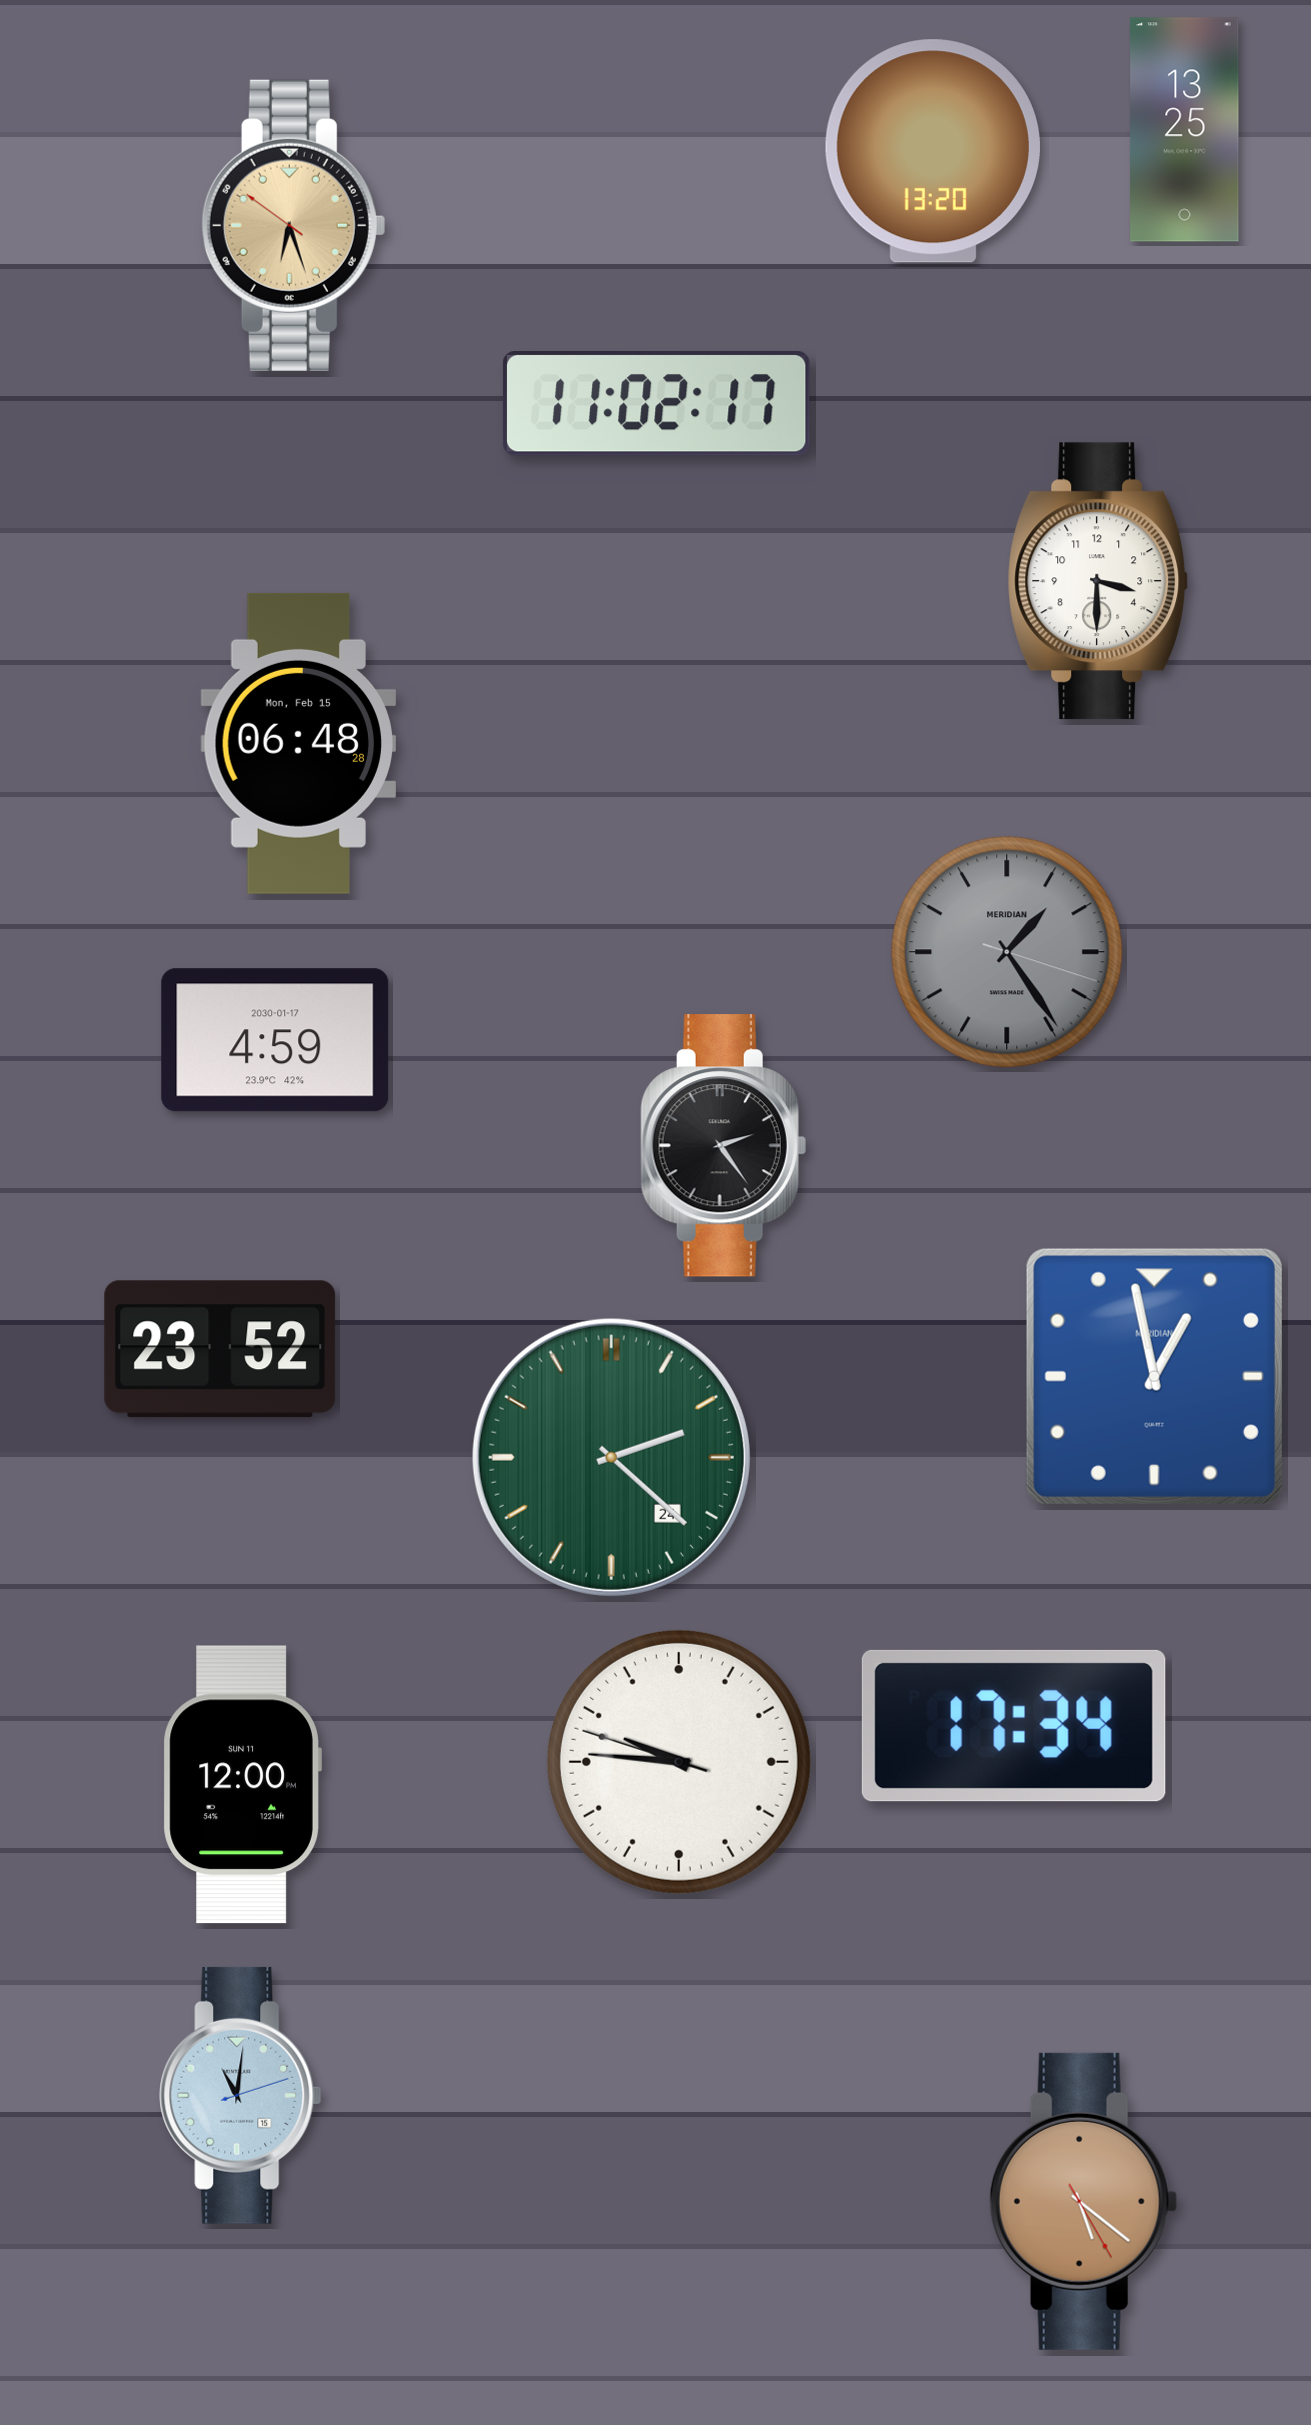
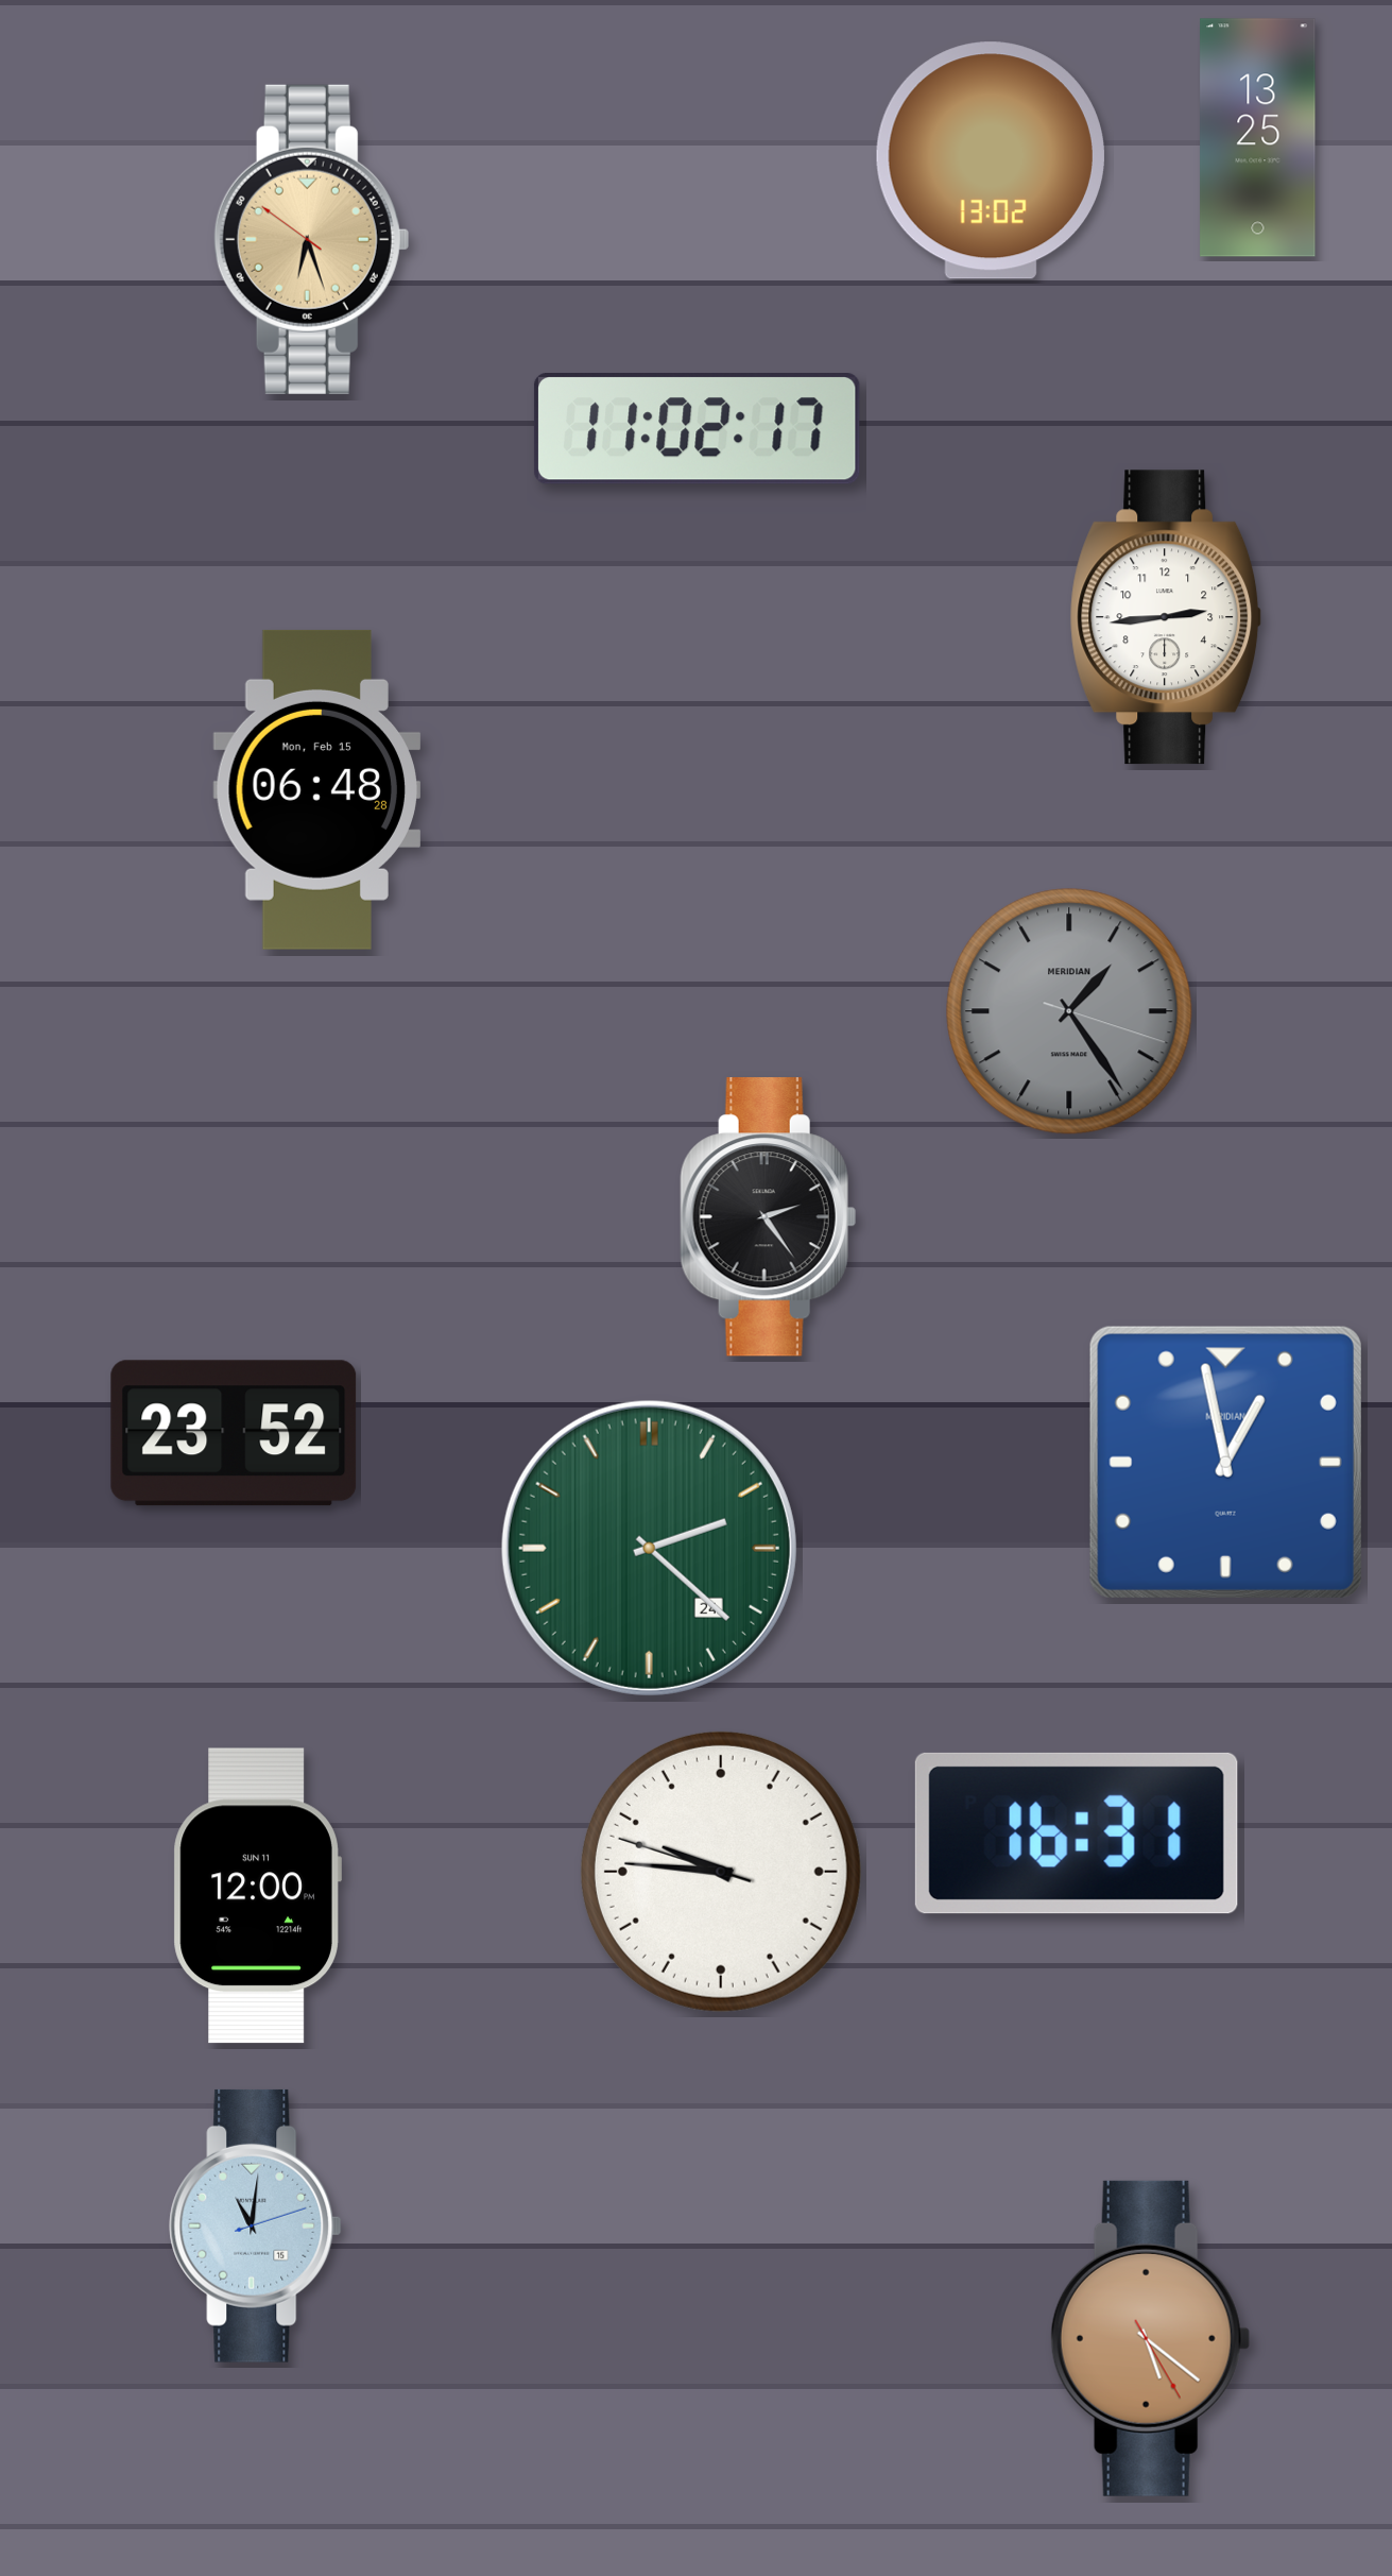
clock at (933, 151): 13:20 -> 13:02
clock at (1098, 581): 3:30 -> 2:44
clock at (275, 1040): 4:59 -> none
clock at (1014, 1726): 17:34 -> 16:31
